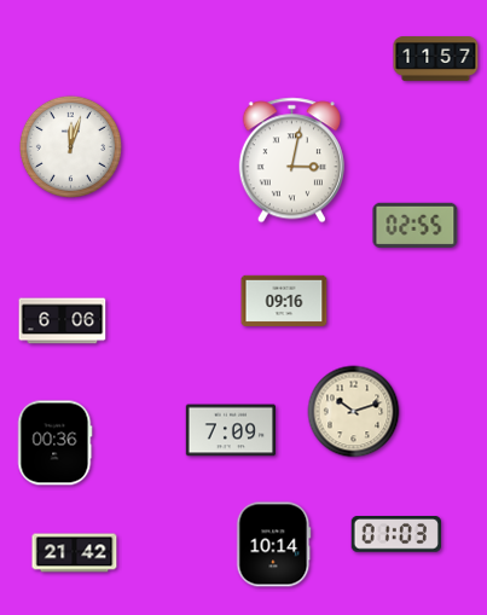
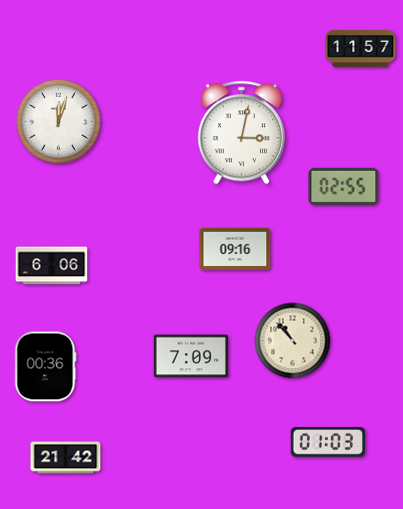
clock at (354, 412): 10:12 -> 10:53
clock at (274, 545): 10:14 -> none
clock at (75, 553) position: (75, 553) -> (66, 458)
